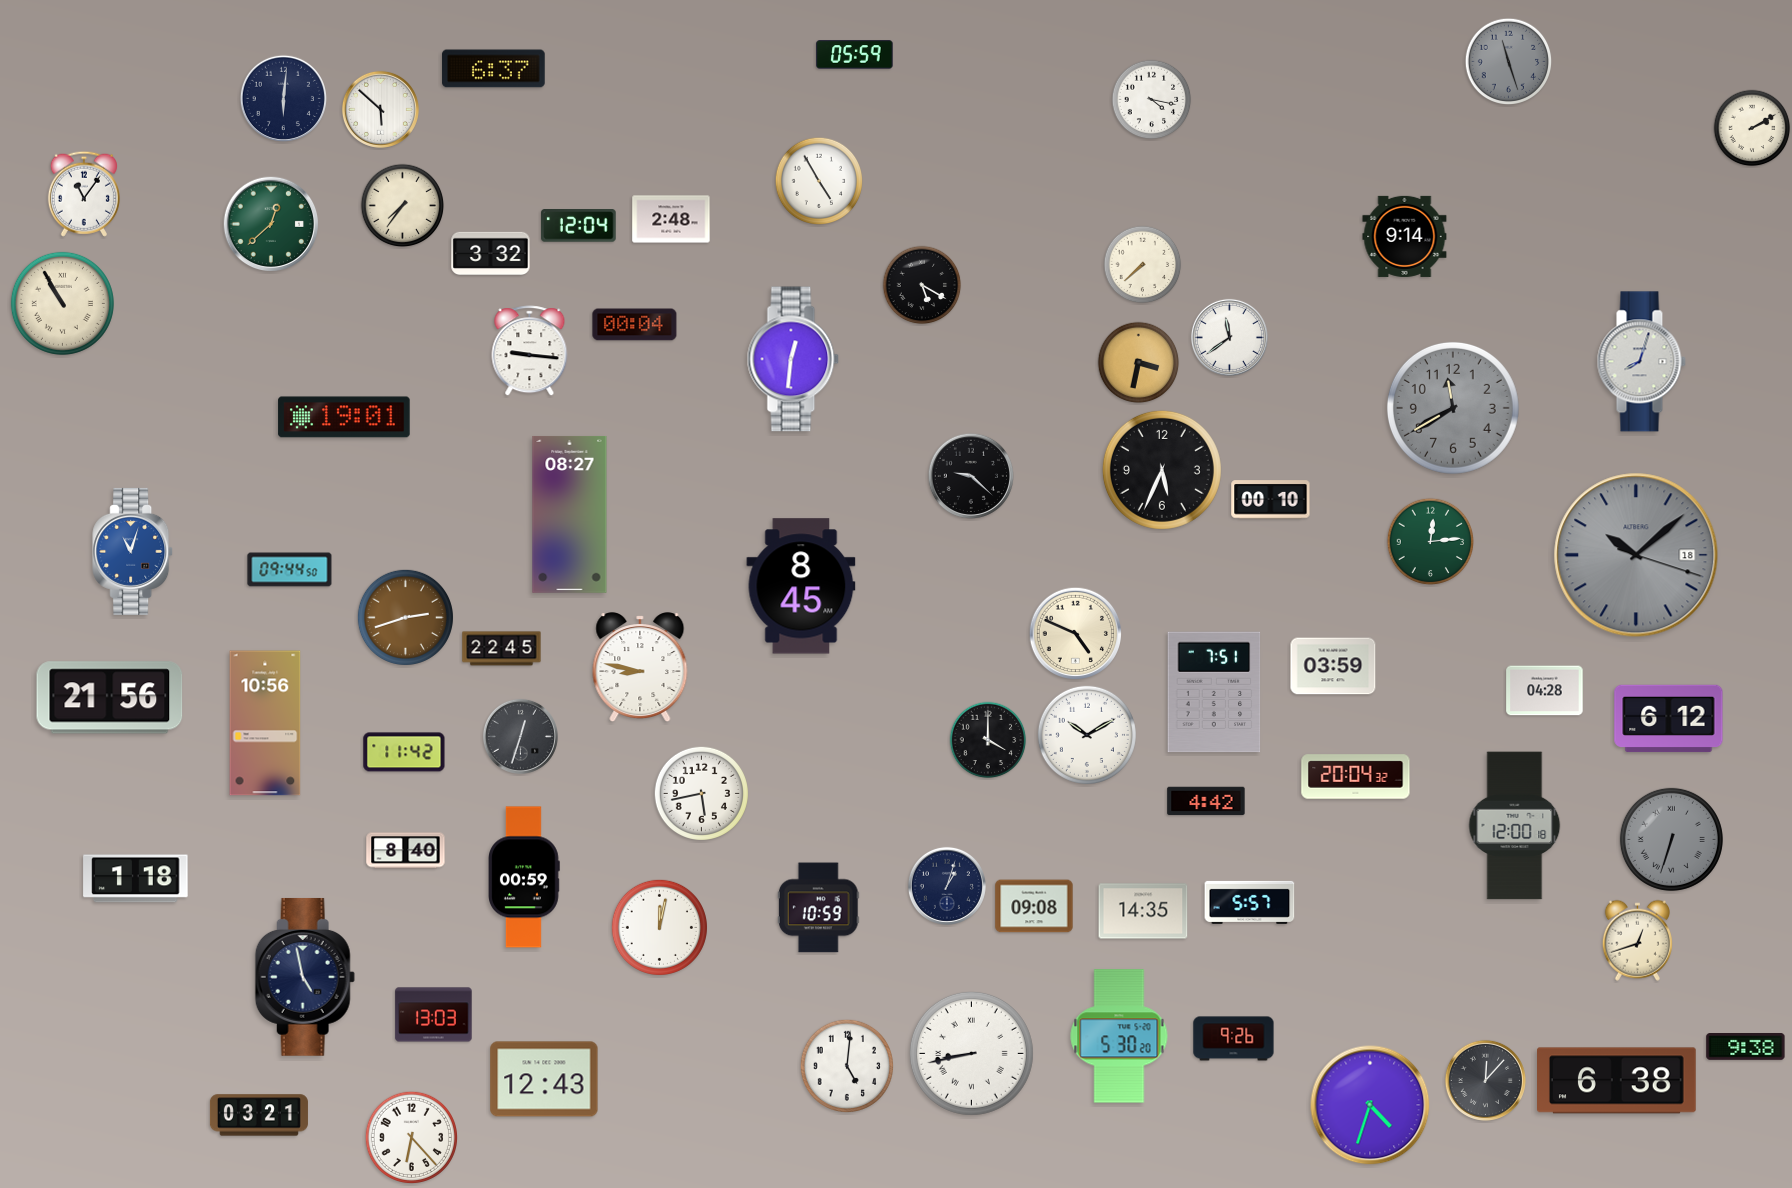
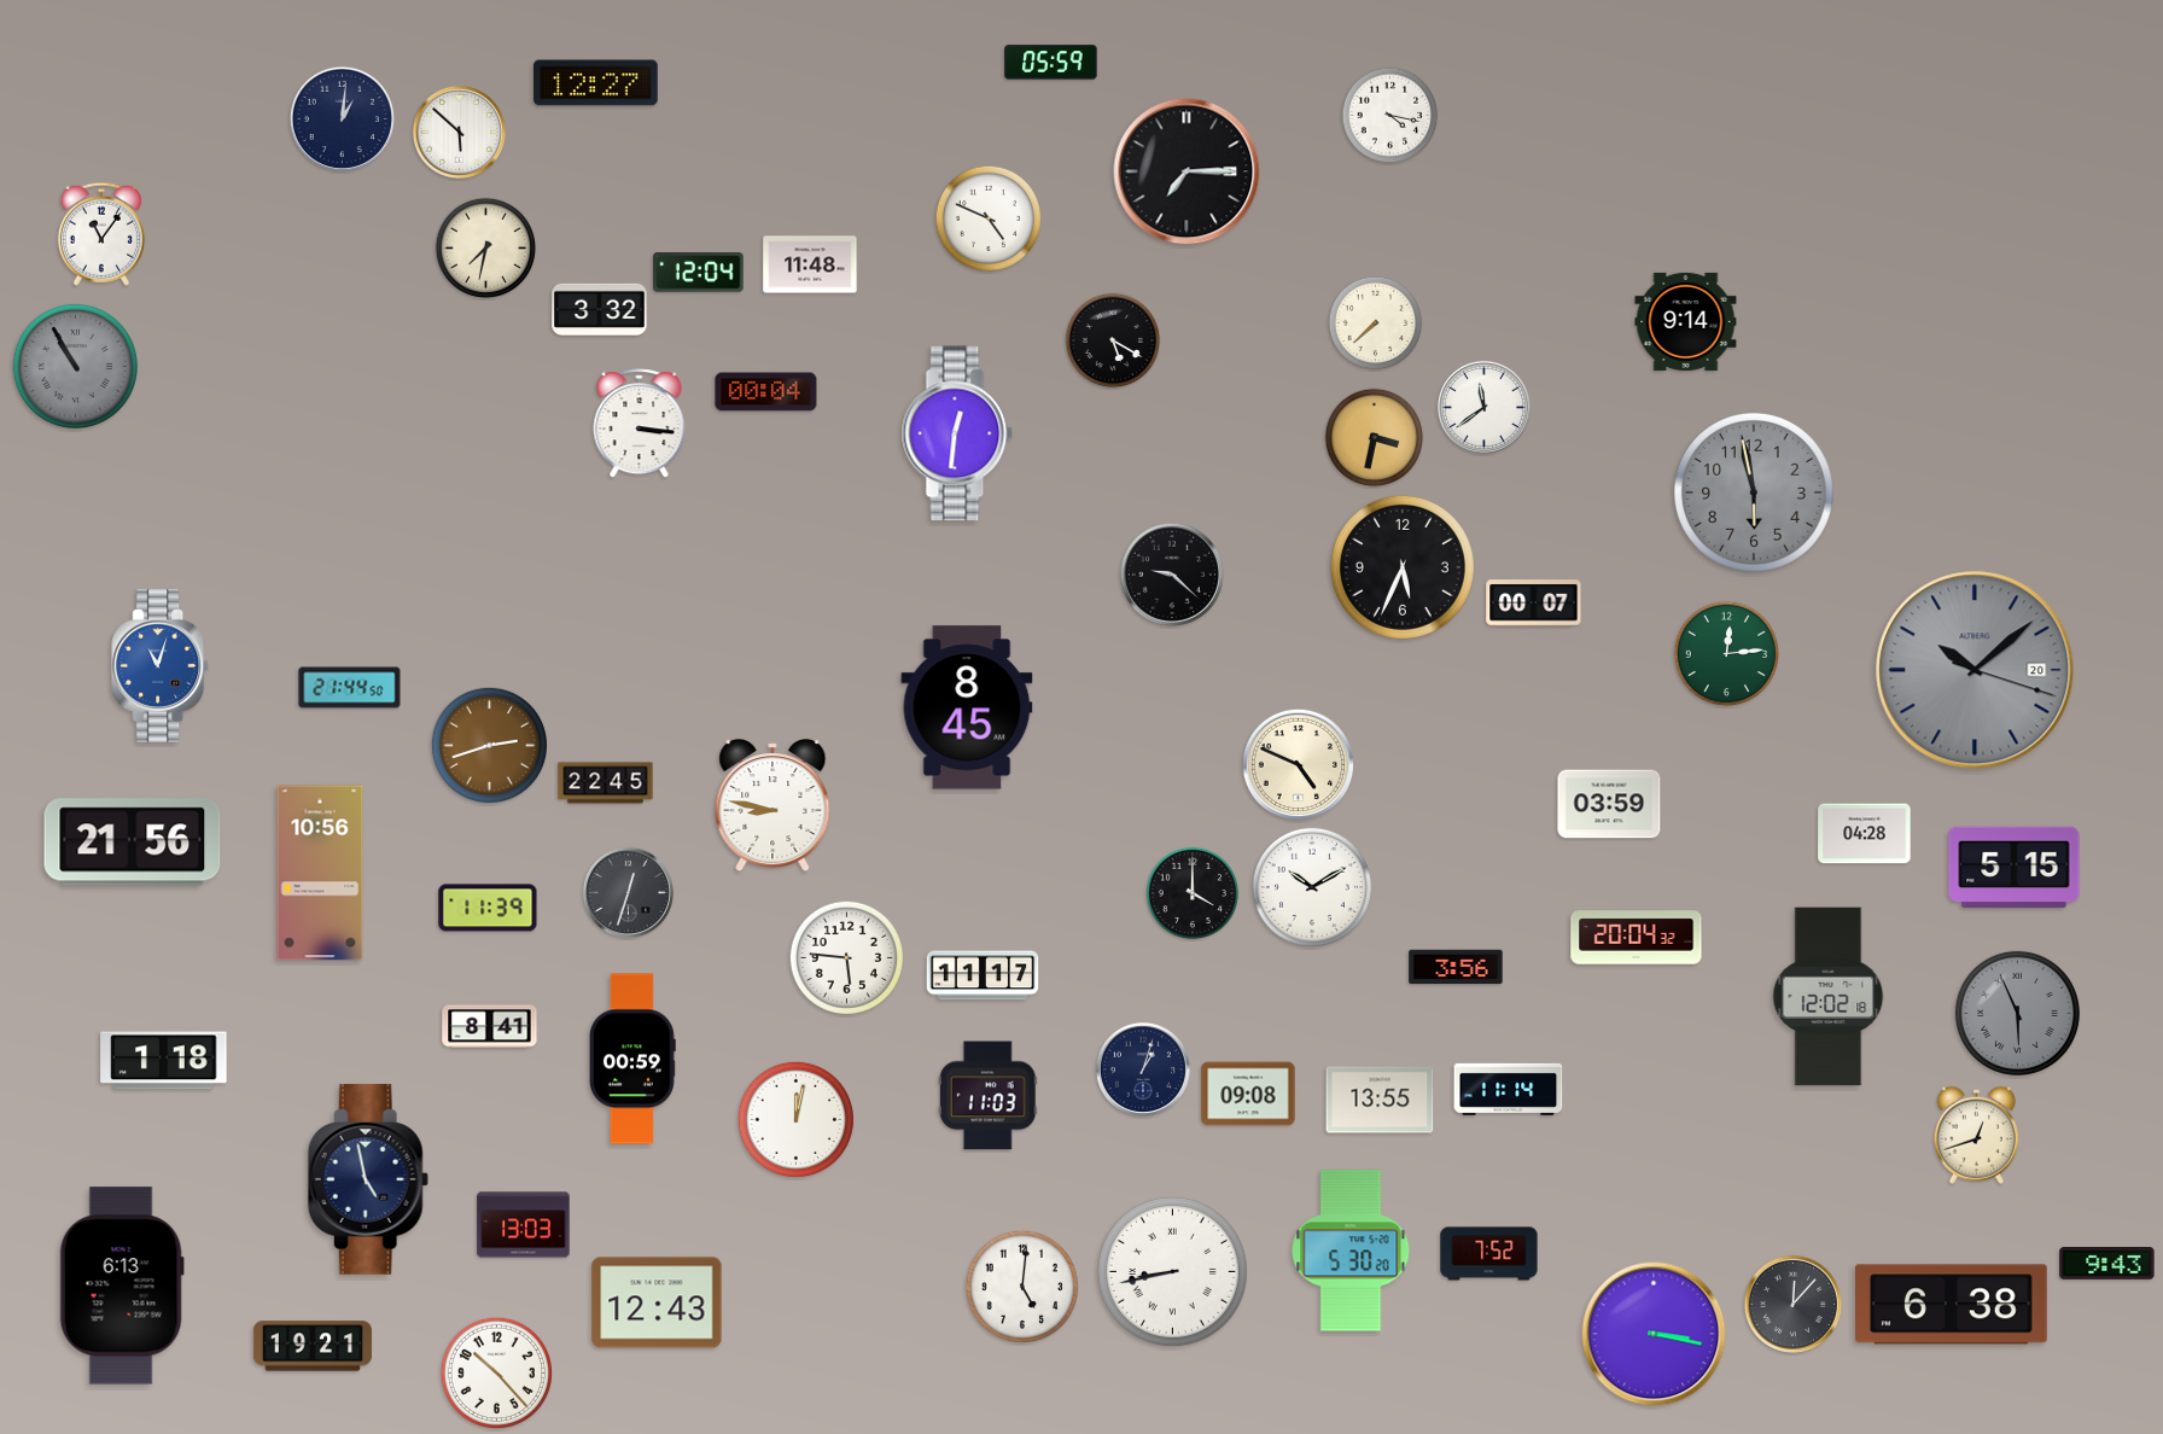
clock at (855, 55) position: (855, 55) -> (1051, 63)
clock at (1509, 62): 11:27 -> none
clock at (494, 69): 6:37 -> 12:27
clock at (283, 98): 6:01 -> 1:01
clock at (1152, 100) position: (1152, 100) -> (1390, 116)
clock at (1752, 128): 2:10 -> none
clock at (1187, 171): none -> 7:15
clock at (819, 181): 4:55 -> 4:49
clock at (403, 206): 7:36 -> 7:32
clock at (671, 219): 2:48 -> 11:48
clock at (271, 224): 12:38 -> none
clock at (1405, 236) position: (1405, 236) -> (1686, 321)
clock at (491, 253) position: (491, 253) -> (600, 309)
clock at (1143, 265) position: (1143, 265) -> (1376, 323)
clock at (922, 285) position: (922, 285) -> (1113, 340)
clock at (62, 303) dial: cream -> grey
clock at (530, 351): 9:16 -> 3:16
clock at (1641, 362): 8:03 -> none
clock at (1453, 408): 11:40 -> 5:58
clock at (344, 417): 19:01 -> none
clock at (1271, 500): 00:10 -> 00:07
clock at (570, 514): 08:27 -> none
clock at (1636, 555) date: 18 -> 20
clock at (290, 570): 09:44 -> 21:44
clock at (1214, 692): 7:51 -> none
clock at (1669, 719): 6:12 -> 5:15
clock at (520, 736) position: (520, 736) -> (628, 892)
clock at (404, 752): 11:42 -> 11:39
clock at (701, 793): 5:43 -> 5:46
clock at (1206, 801): 4:42 -> 3:56
clock at (983, 975): none -> 11:17
clock at (1515, 826): 12:00 -> 12:02
clock at (1671, 839): 6:33 -> 5:56
clock at (406, 851): 8:40 -> 8:41
clock at (1250, 902): 5:57 -> 11:14
clock at (818, 908): 10:59 -> 11:03
clock at (1143, 911): 14:35 -> 13:55
clock at (1234, 1039): 9:26 -> 7:52
clock at (1746, 1047): 9:38 -> 9:43
clock at (122, 1286): none -> 6:13
clock at (1370, 1105): 4:33 -> 3:17
clock at (259, 1115): 03:21 -> 19:21
clock at (411, 1137): 6:23 -> 10:23
